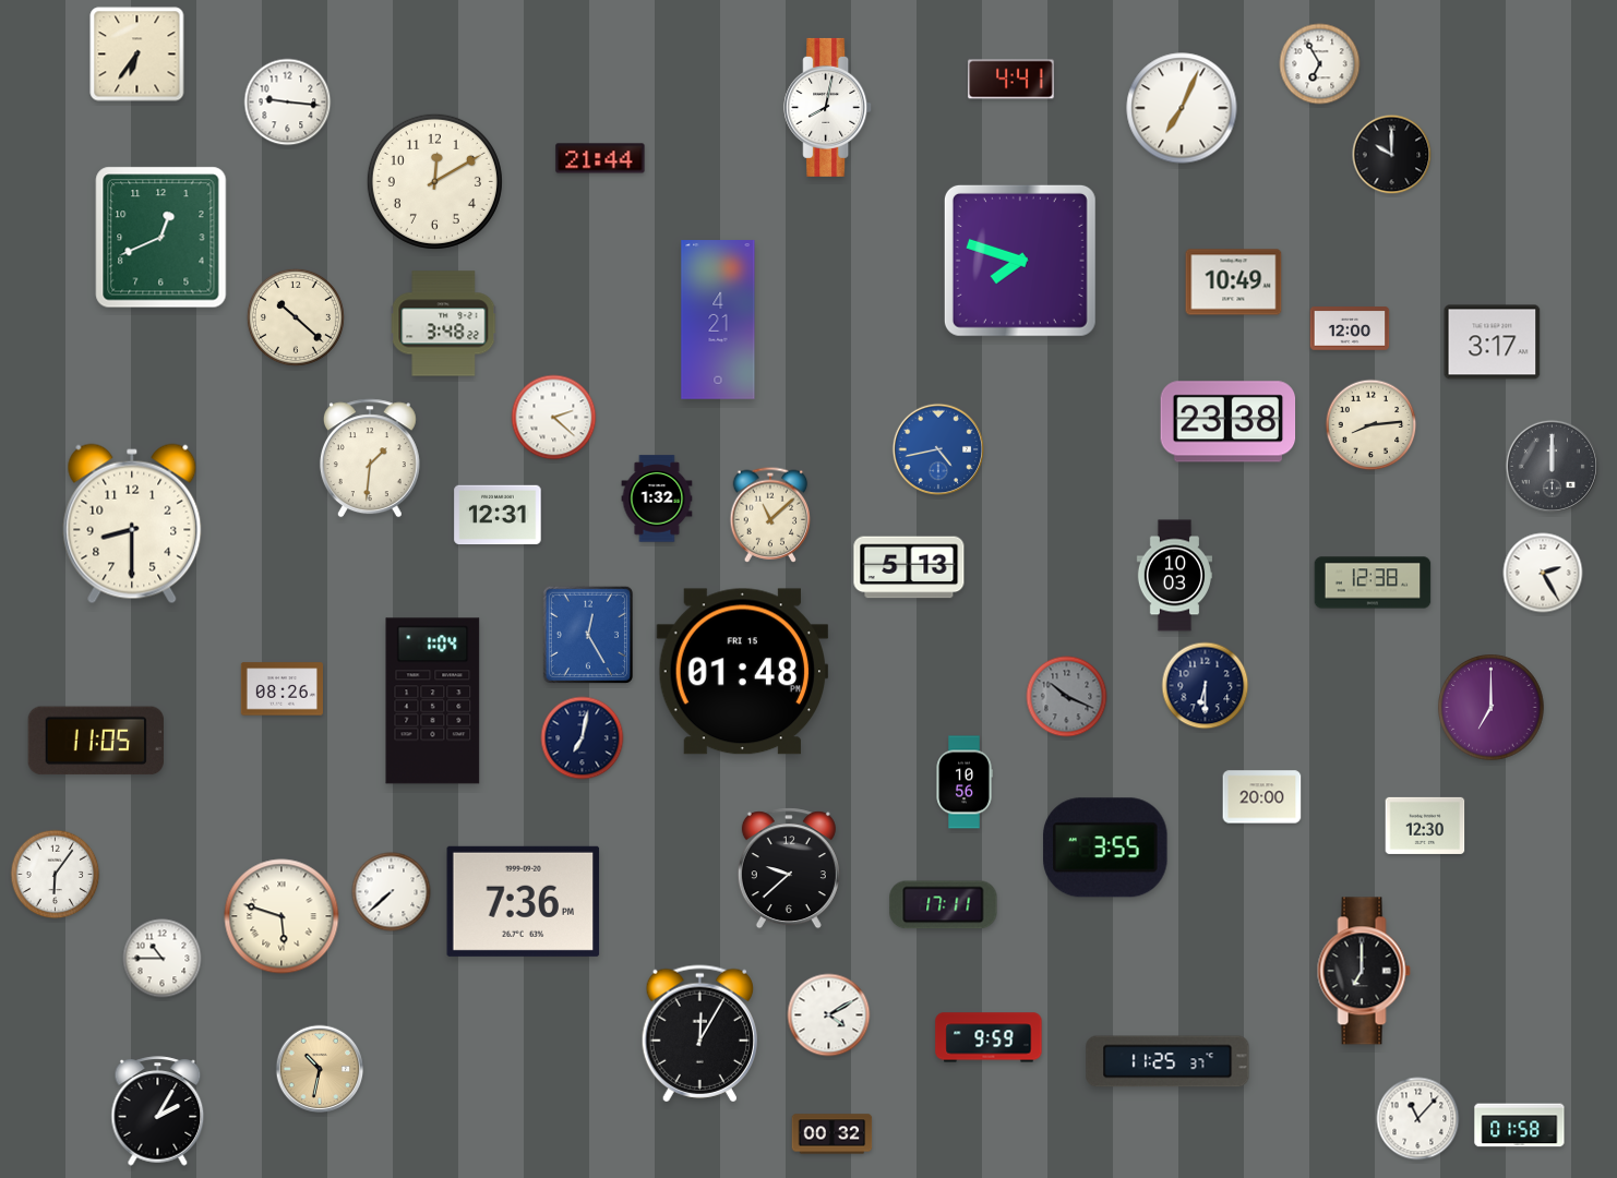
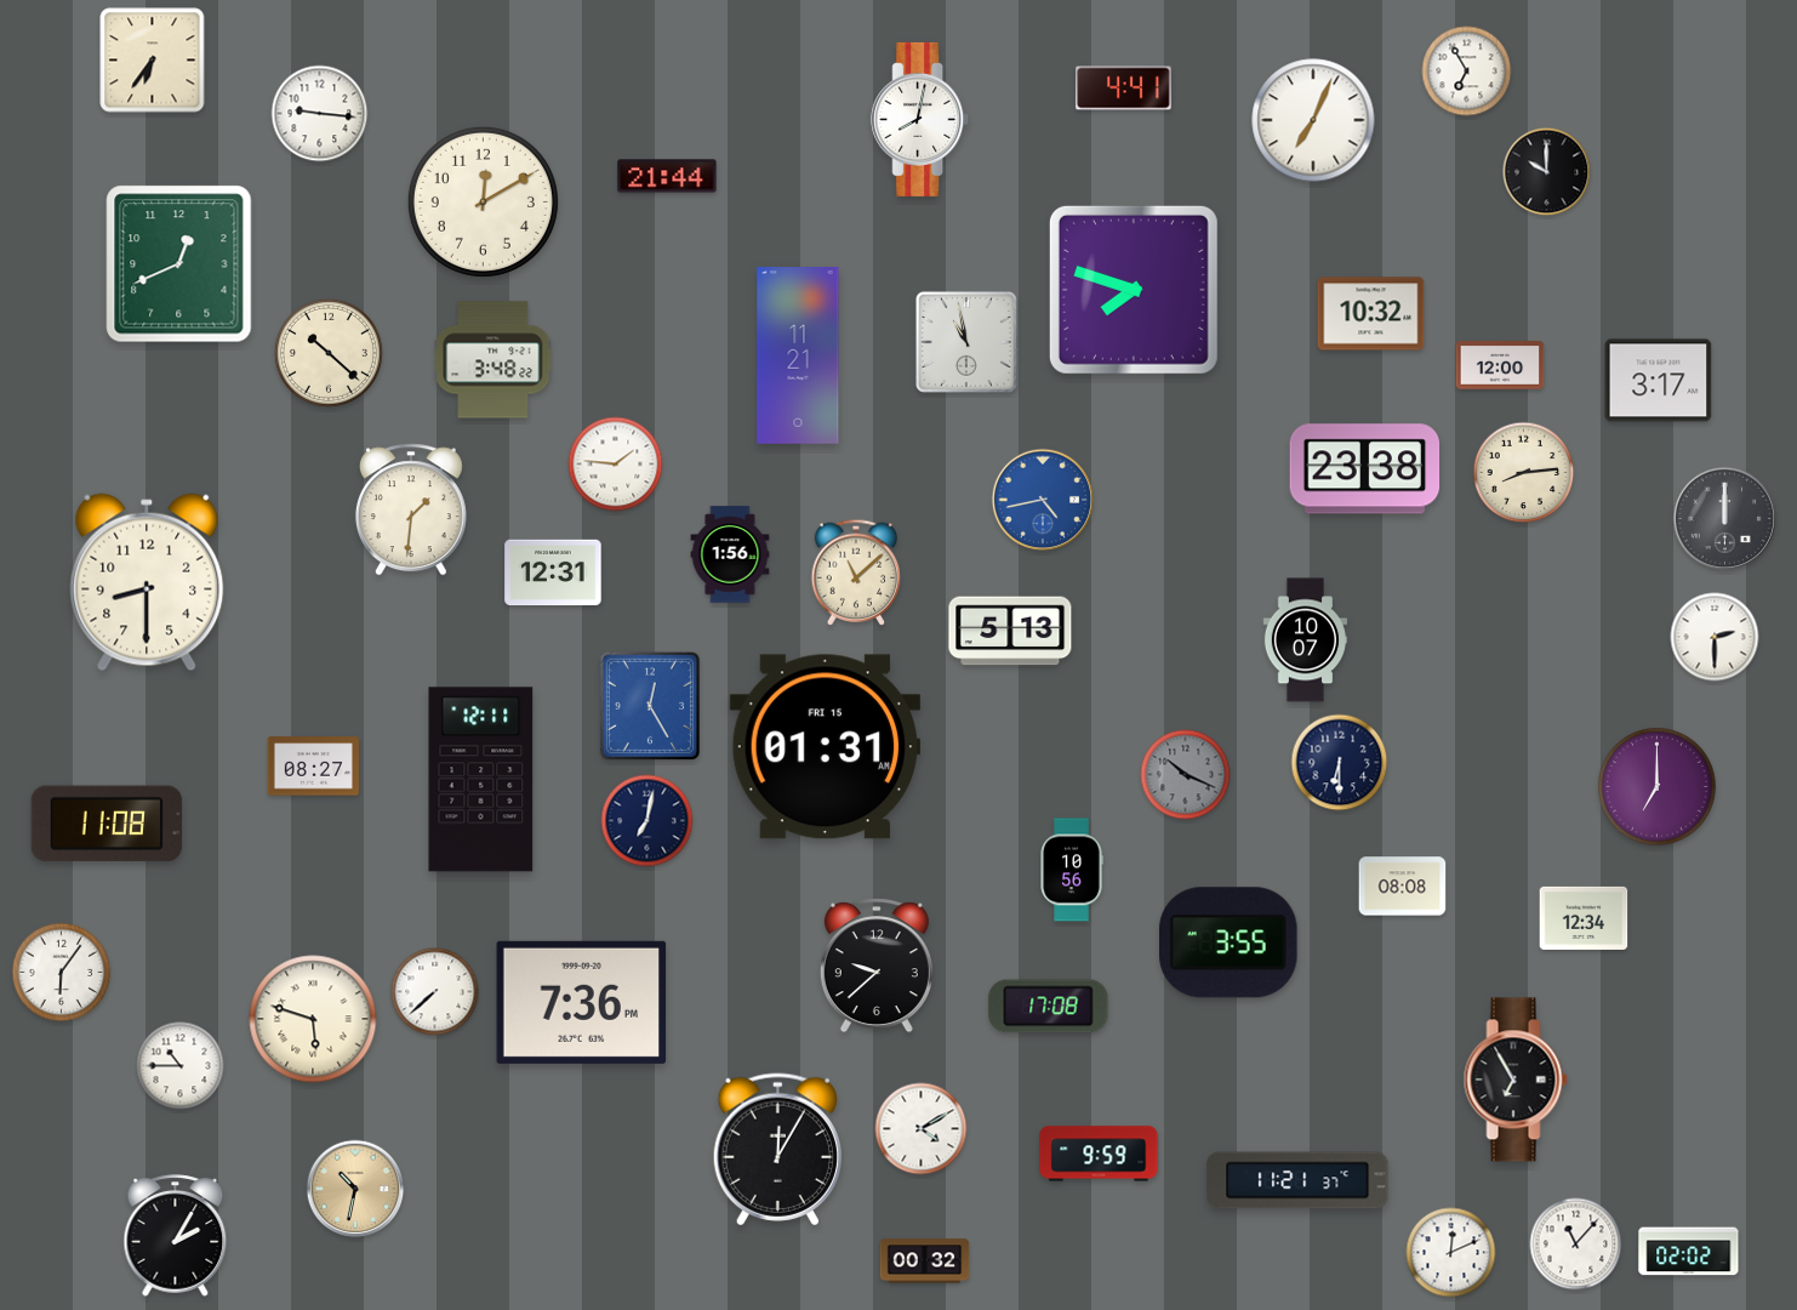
clock at (1234, 283): 10:49 -> 10:32
clock at (966, 342): none -> 10:58
clock at (718, 320): 4:21 -> 11:21
clock at (554, 418): 2:22 -> 1:46
clock at (657, 498): 1:32 -> 1:56
clock at (1543, 573): 2:25 -> 2:30
clock at (1175, 576): 10:03 -> 10:07
clock at (1373, 582): 12:38 -> none
clock at (588, 635) position: (588, 635) -> (650, 706)
clock at (742, 672): 01:48 -> 01:31
clock at (282, 689): 08:26 -> 08:27
clock at (433, 701): 1:04 -> 12:11
clock at (96, 741): 11:05 -> 11:08
clock at (1262, 797): 20:00 -> 08:08
clock at (1425, 826): 12:30 -> 12:34
clock at (944, 905): 17:11 -> 17:08
clock at (1364, 971): 7:00 -> 6:55
clock at (1167, 1061): 11:25 -> 11:21
clock at (1520, 1126): 01:58 -> 02:02
clock at (1451, 1253): none -> 12:11
